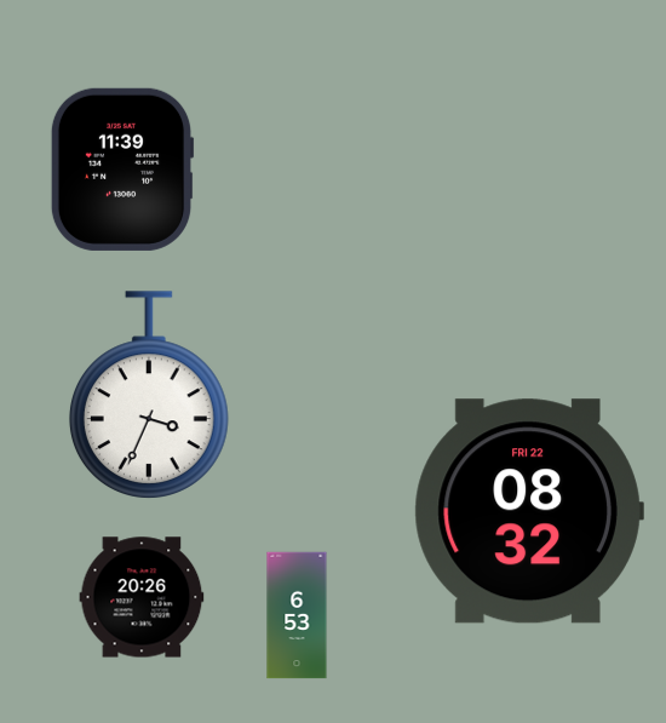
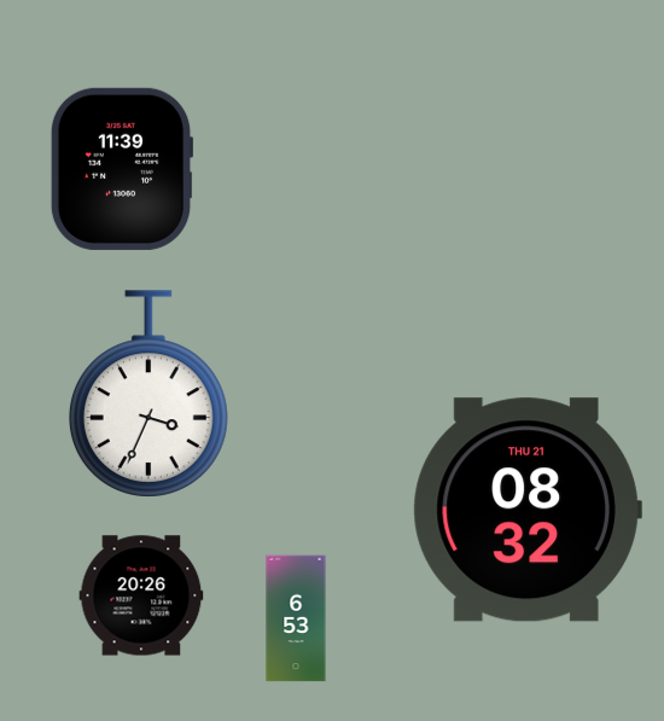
clock at (529, 511) date: FRI 22 -> THU 21
clock at (297, 615) position: (297, 615) -> (296, 618)
